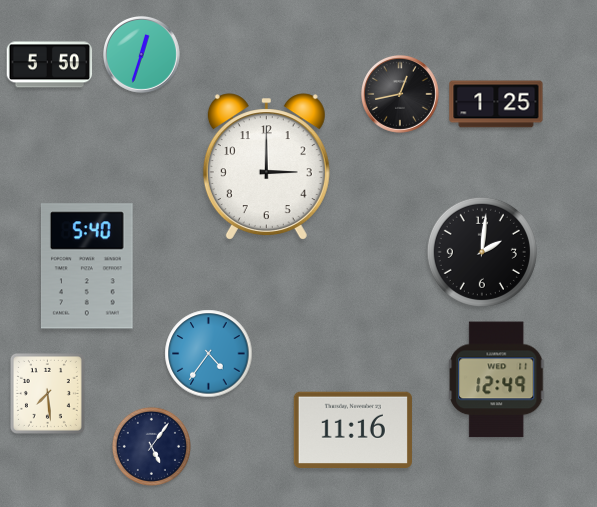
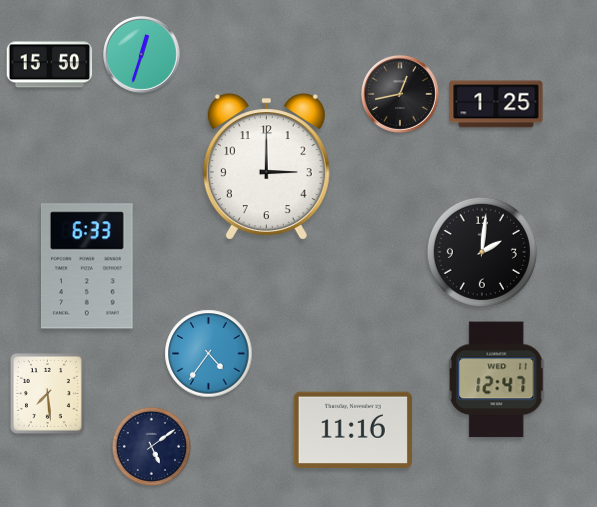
clock at (50, 65): 5:50 -> 15:50
clock at (87, 266): 5:40 -> 6:33
clock at (497, 380): 12:49 -> 12:47
clock at (151, 446): 5:06 -> 5:09
